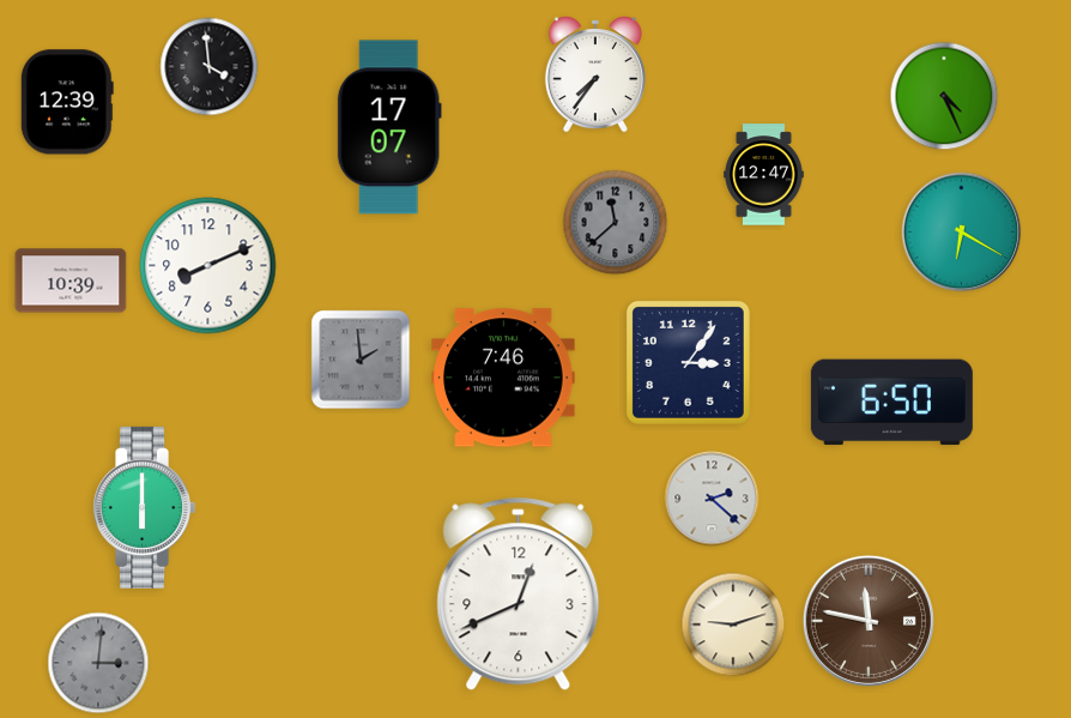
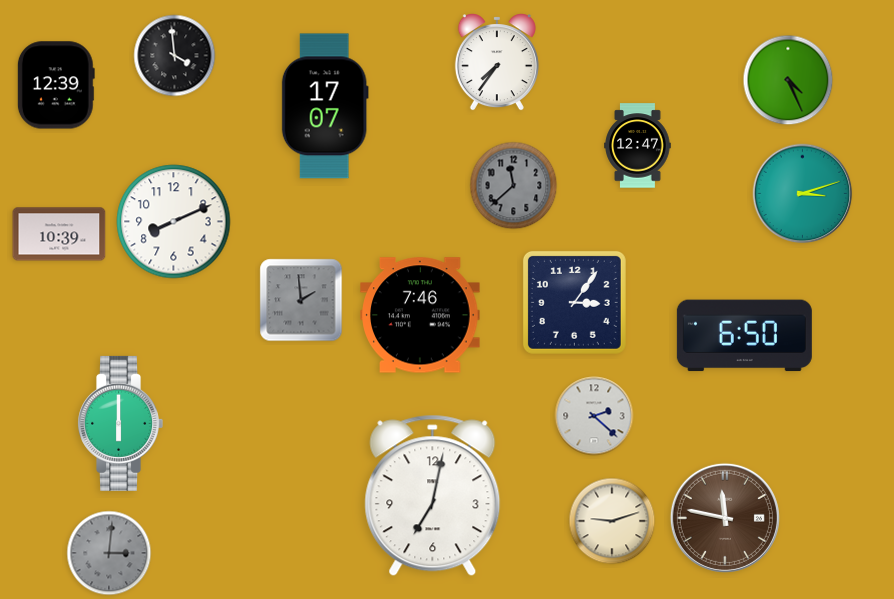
clock at (962, 233): 6:20 -> 3:12
clock at (519, 595): 12:41 -> 7:02
clock at (98, 663) position: (98, 663) -> (109, 553)
